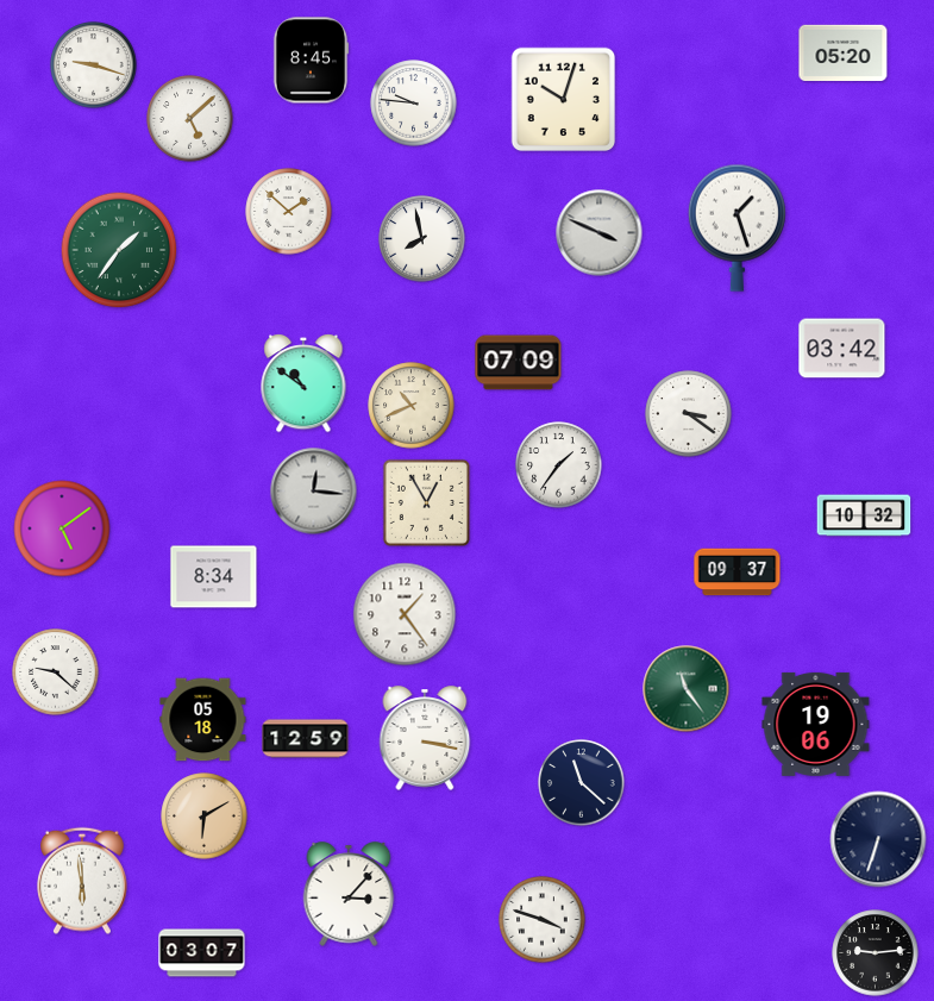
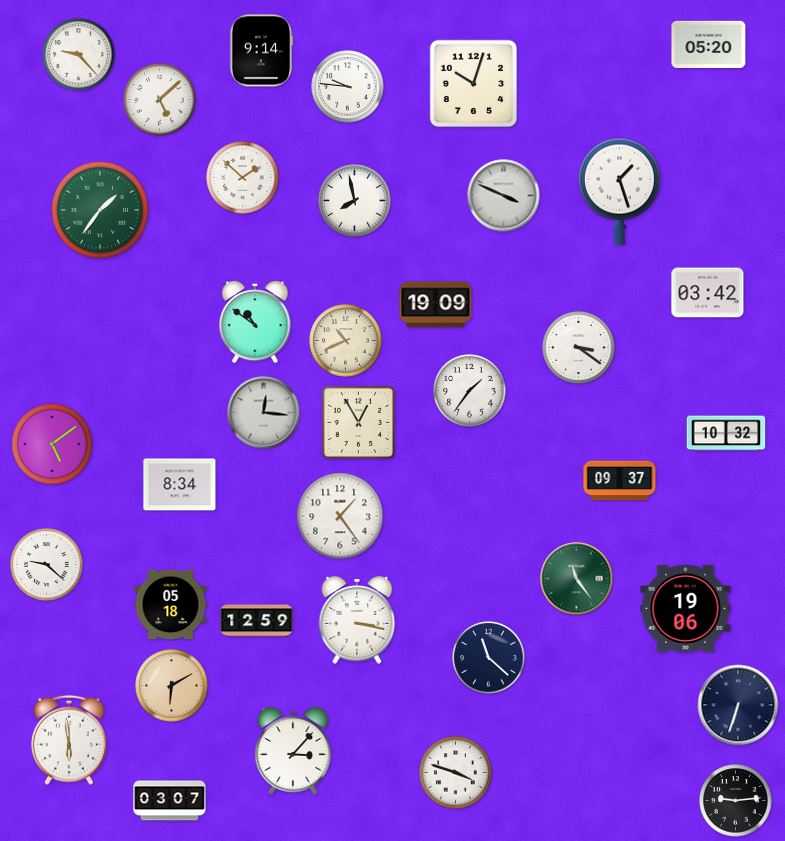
clock at (311, 61): 8:45 -> 9:14
clock at (94, 65): 9:18 -> 9:23
clock at (519, 363): 07:09 -> 19:09
